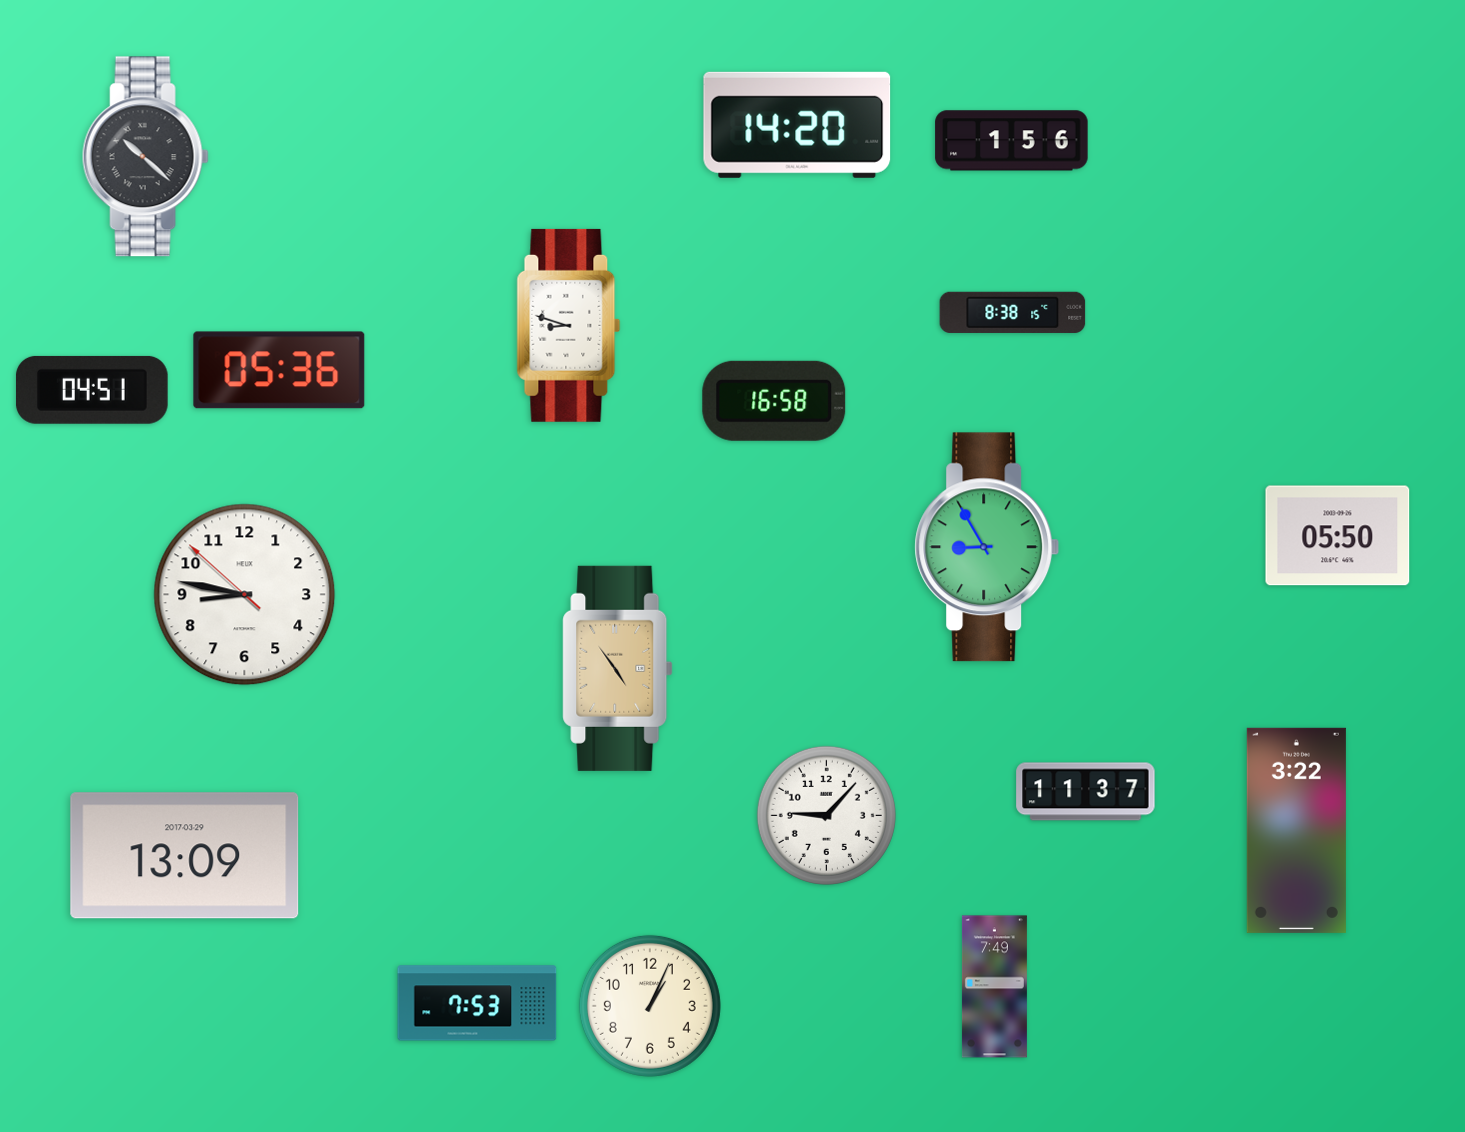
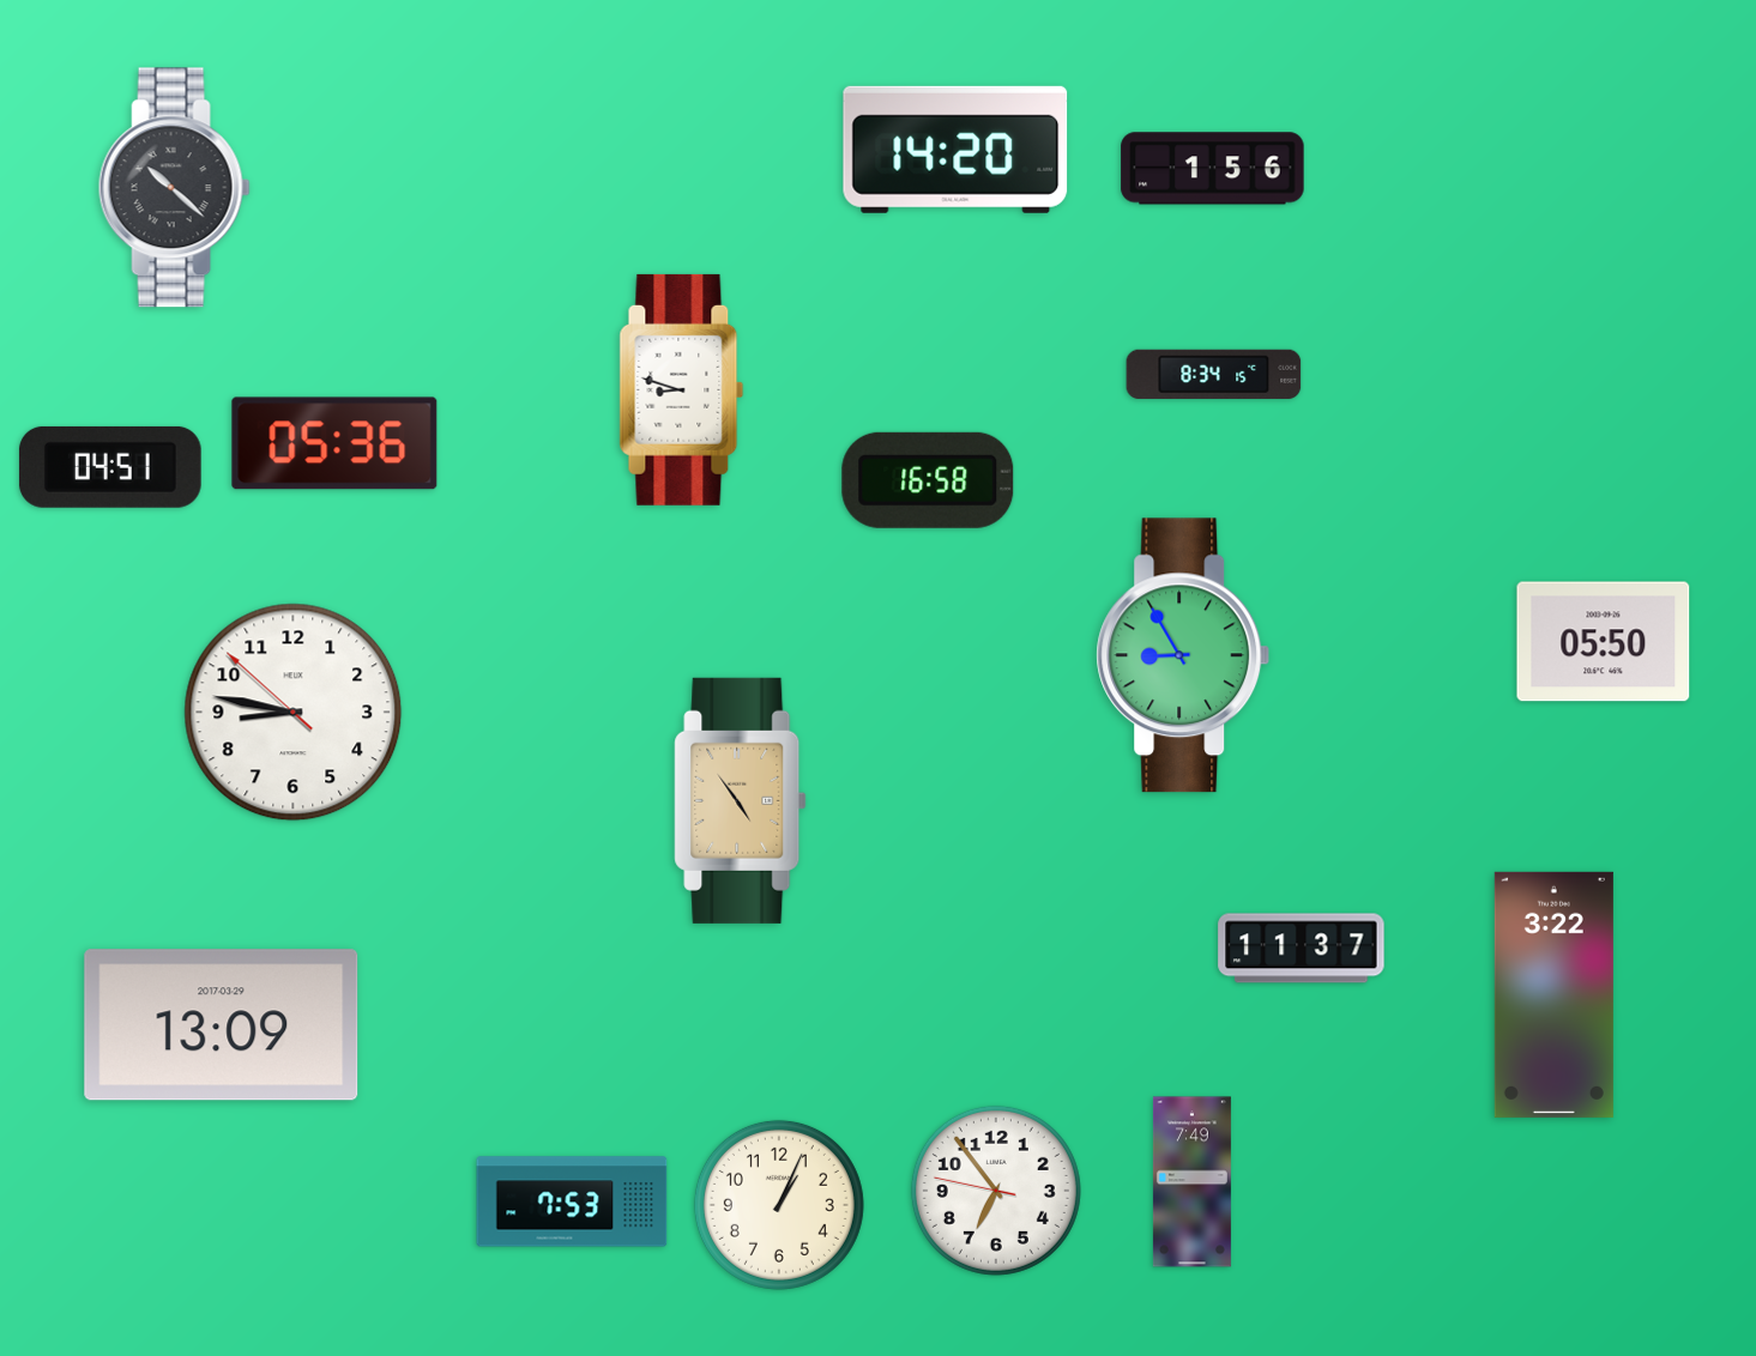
clock at (1013, 312): 8:38 -> 8:34
clock at (826, 815): 9:07 -> none
clock at (996, 1191): none -> 6:53
